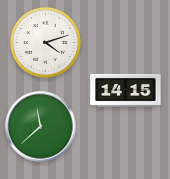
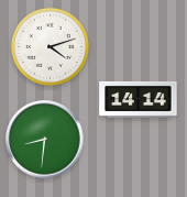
clock at (126, 90): 14:15 -> 14:14
clock at (41, 127): 11:38 -> 8:31
